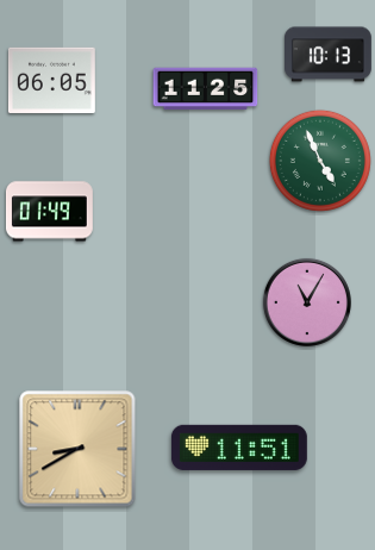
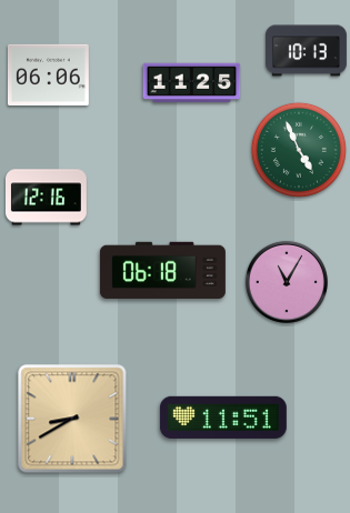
clock at (51, 80): 06:05 -> 06:06
clock at (49, 212): 01:49 -> 12:16
clock at (162, 270): none -> 06:18
